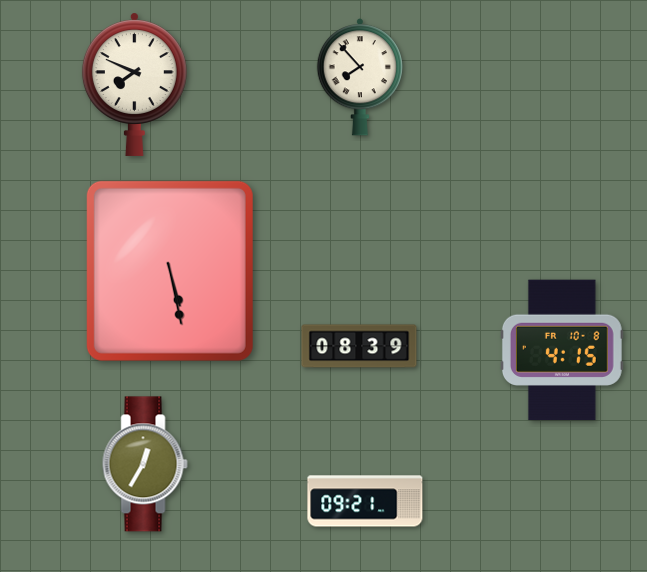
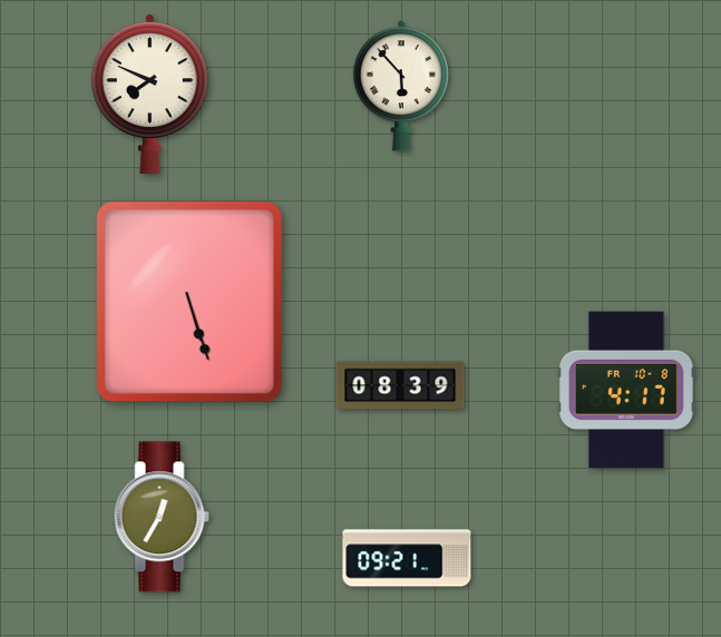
clock at (360, 77): 7:53 -> 5:53
clock at (170, 271): 5:28 -> 5:27
clock at (562, 350): 4:15 -> 4:17
